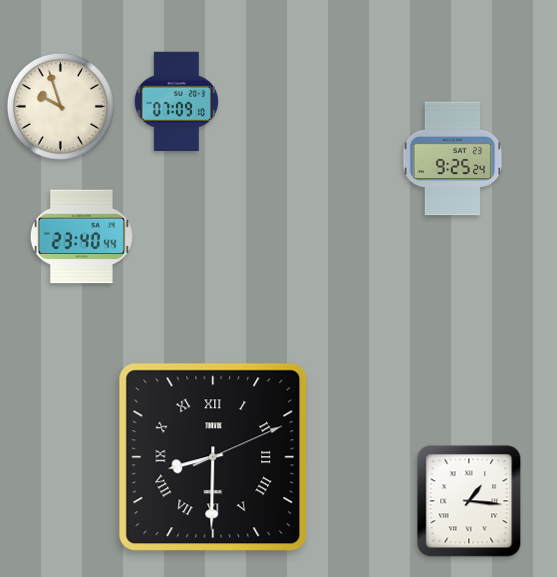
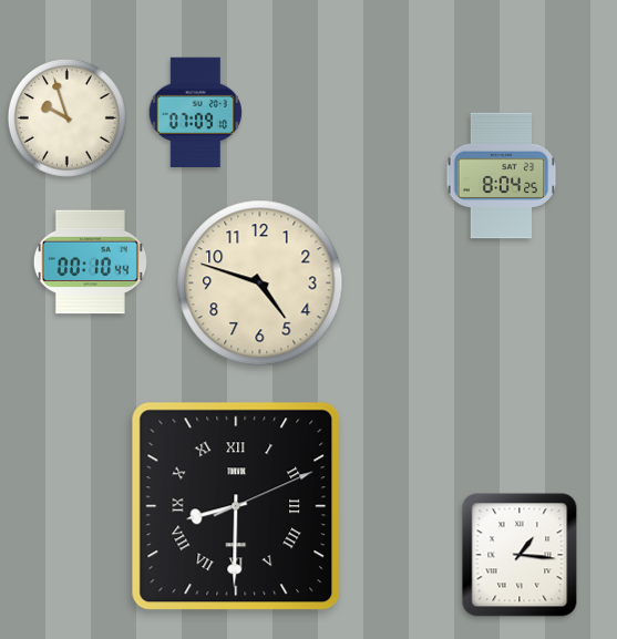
clock at (453, 159): 9:25 -> 8:04
clock at (81, 237): 23:40 -> 00:10
clock at (260, 284): none -> 4:48
